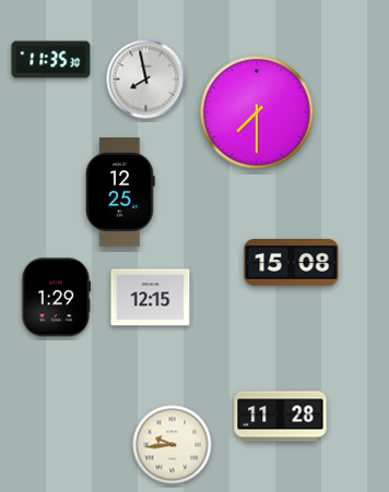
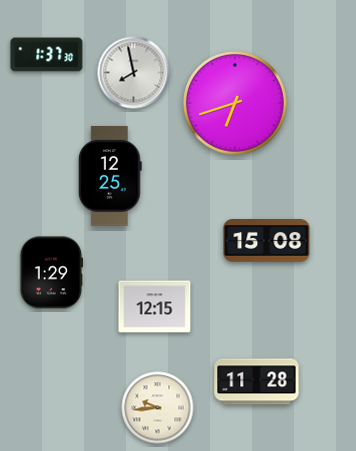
clock at (51, 60): 11:35 -> 1:37
clock at (258, 113): 7:30 -> 6:42
clock at (151, 298) position: (151, 298) -> (155, 307)
